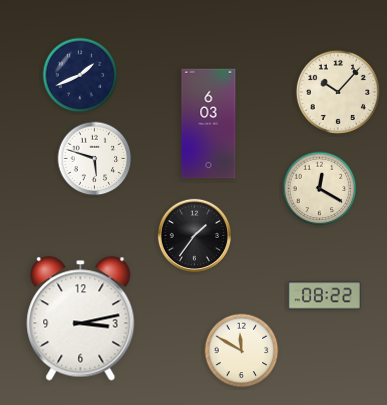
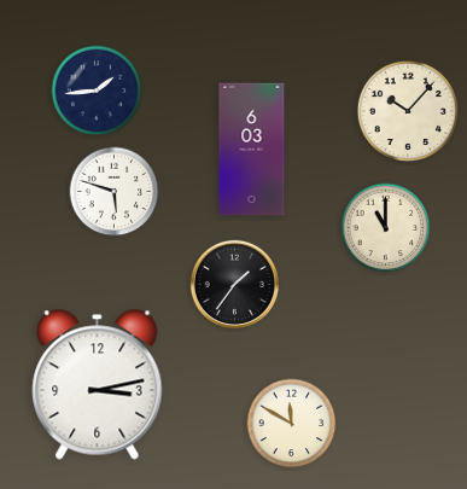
clock at (80, 75): 1:41 -> 1:44
clock at (320, 189): 12:20 -> 11:00
clock at (324, 296): 08:22 -> none
